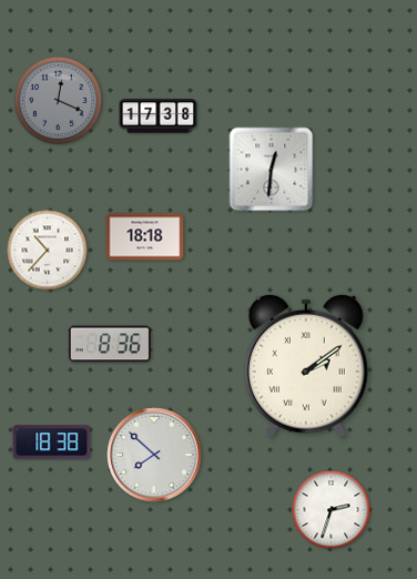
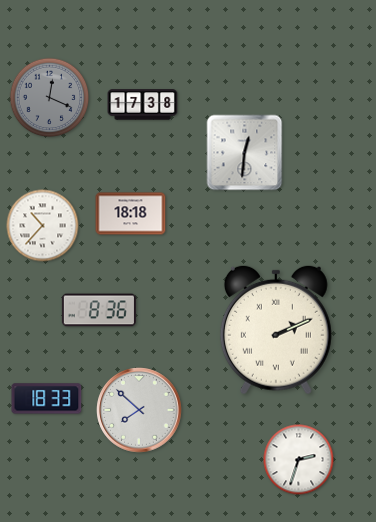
clock at (59, 101) position: (59, 101) -> (50, 98)
clock at (306, 366): 2:09 -> 2:11
clock at (52, 443): 18:38 -> 18:33
